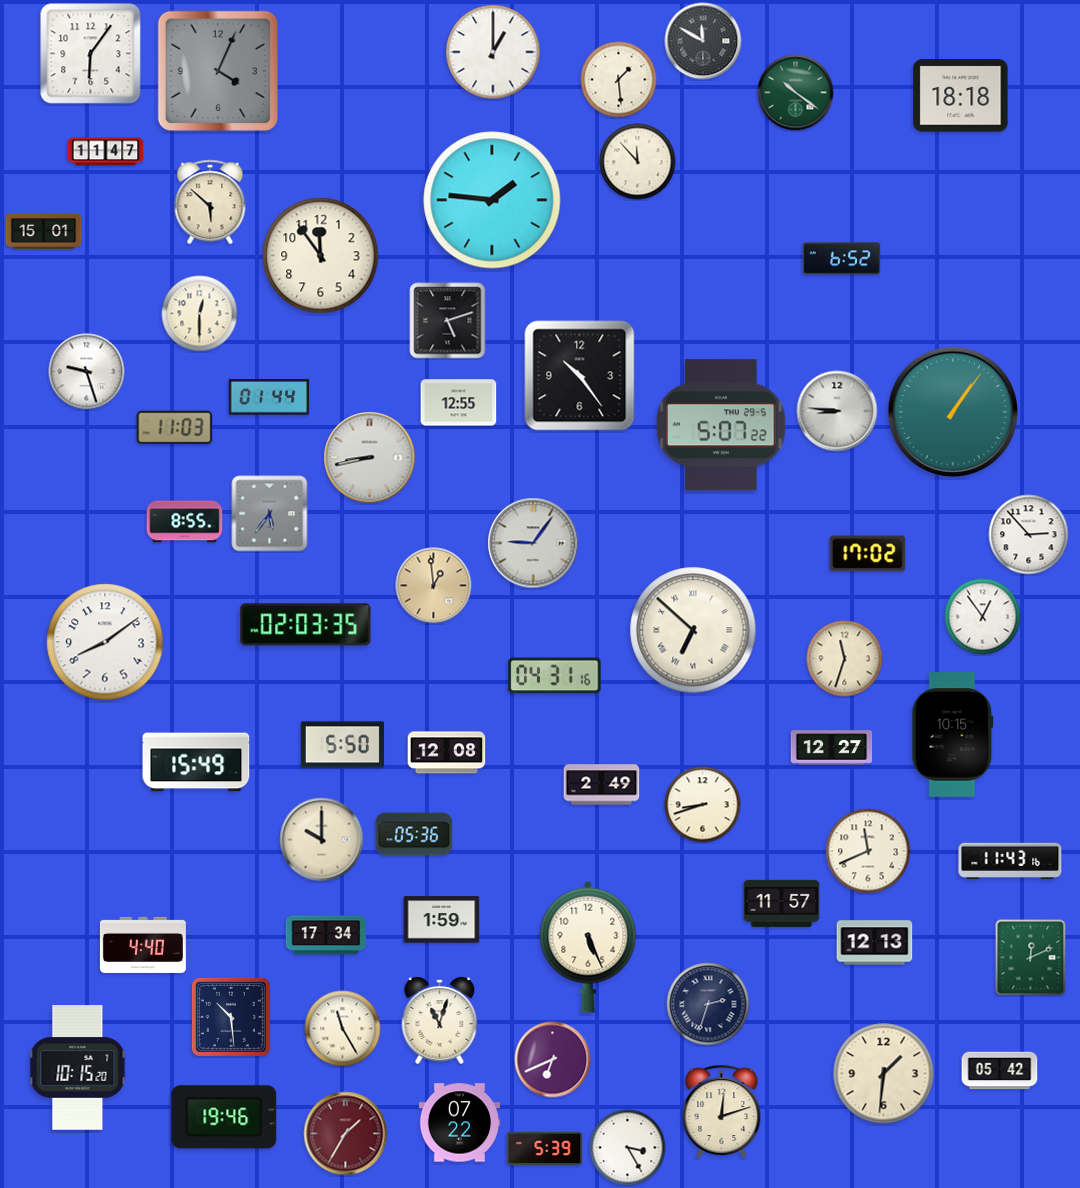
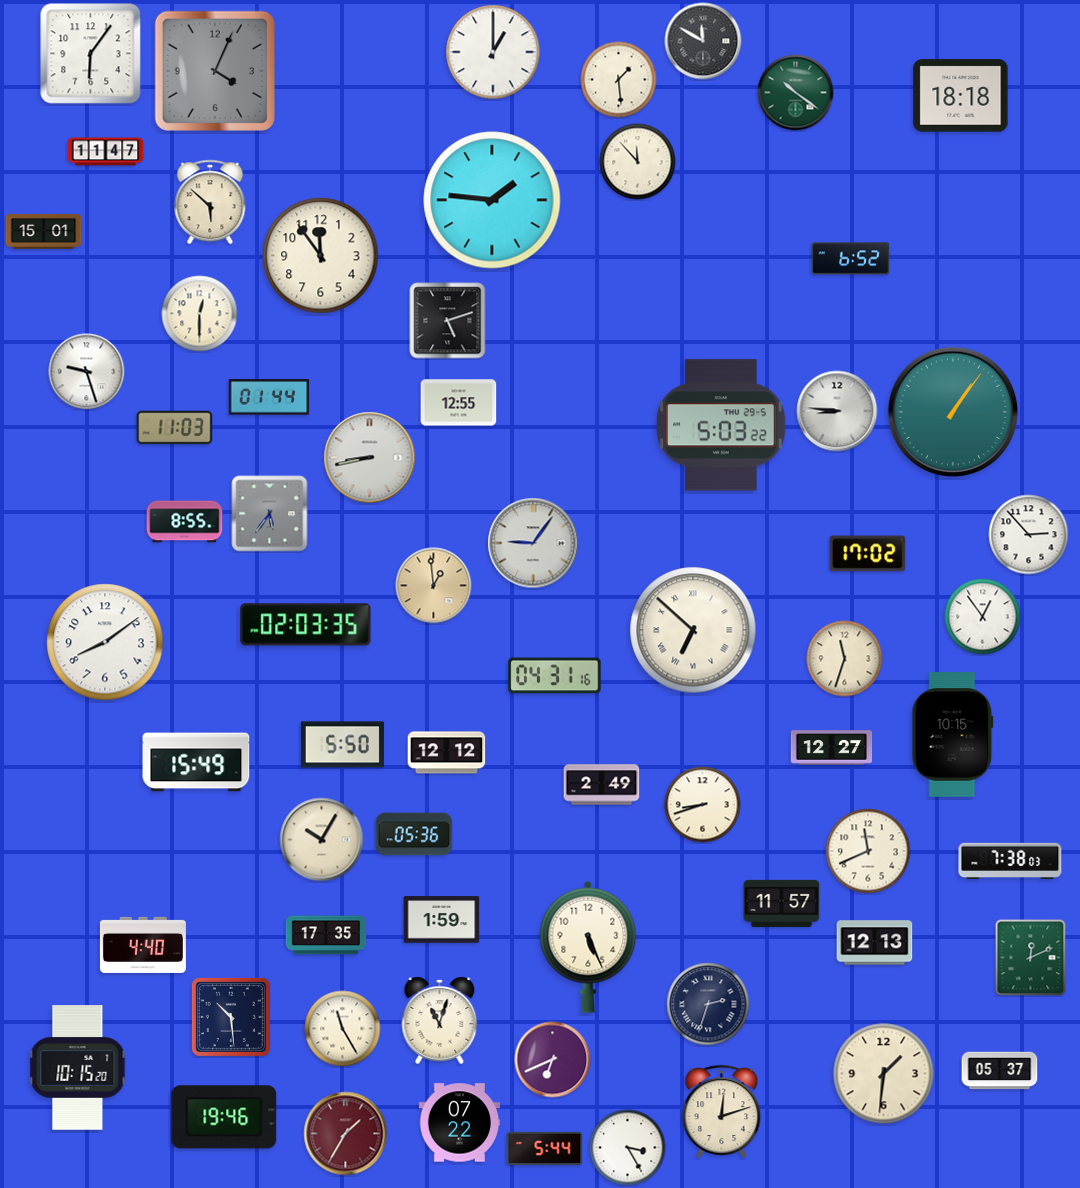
clock at (218, 71) position: (218, 71) -> (215, 71)
clock at (842, 259) position: (842, 259) -> (851, 259)
clock at (580, 376): 10:24 -> none
clock at (722, 425): 5:07 -> 5:03
clock at (447, 753): 12:08 -> 12:12
clock at (322, 840): 10:00 -> 10:05
clock at (1010, 860): 11:43 -> 7:38
clock at (326, 935): 17:34 -> 17:35
clock at (1000, 1071): 05:42 -> 05:37
clock at (545, 1148): 5:39 -> 5:44
